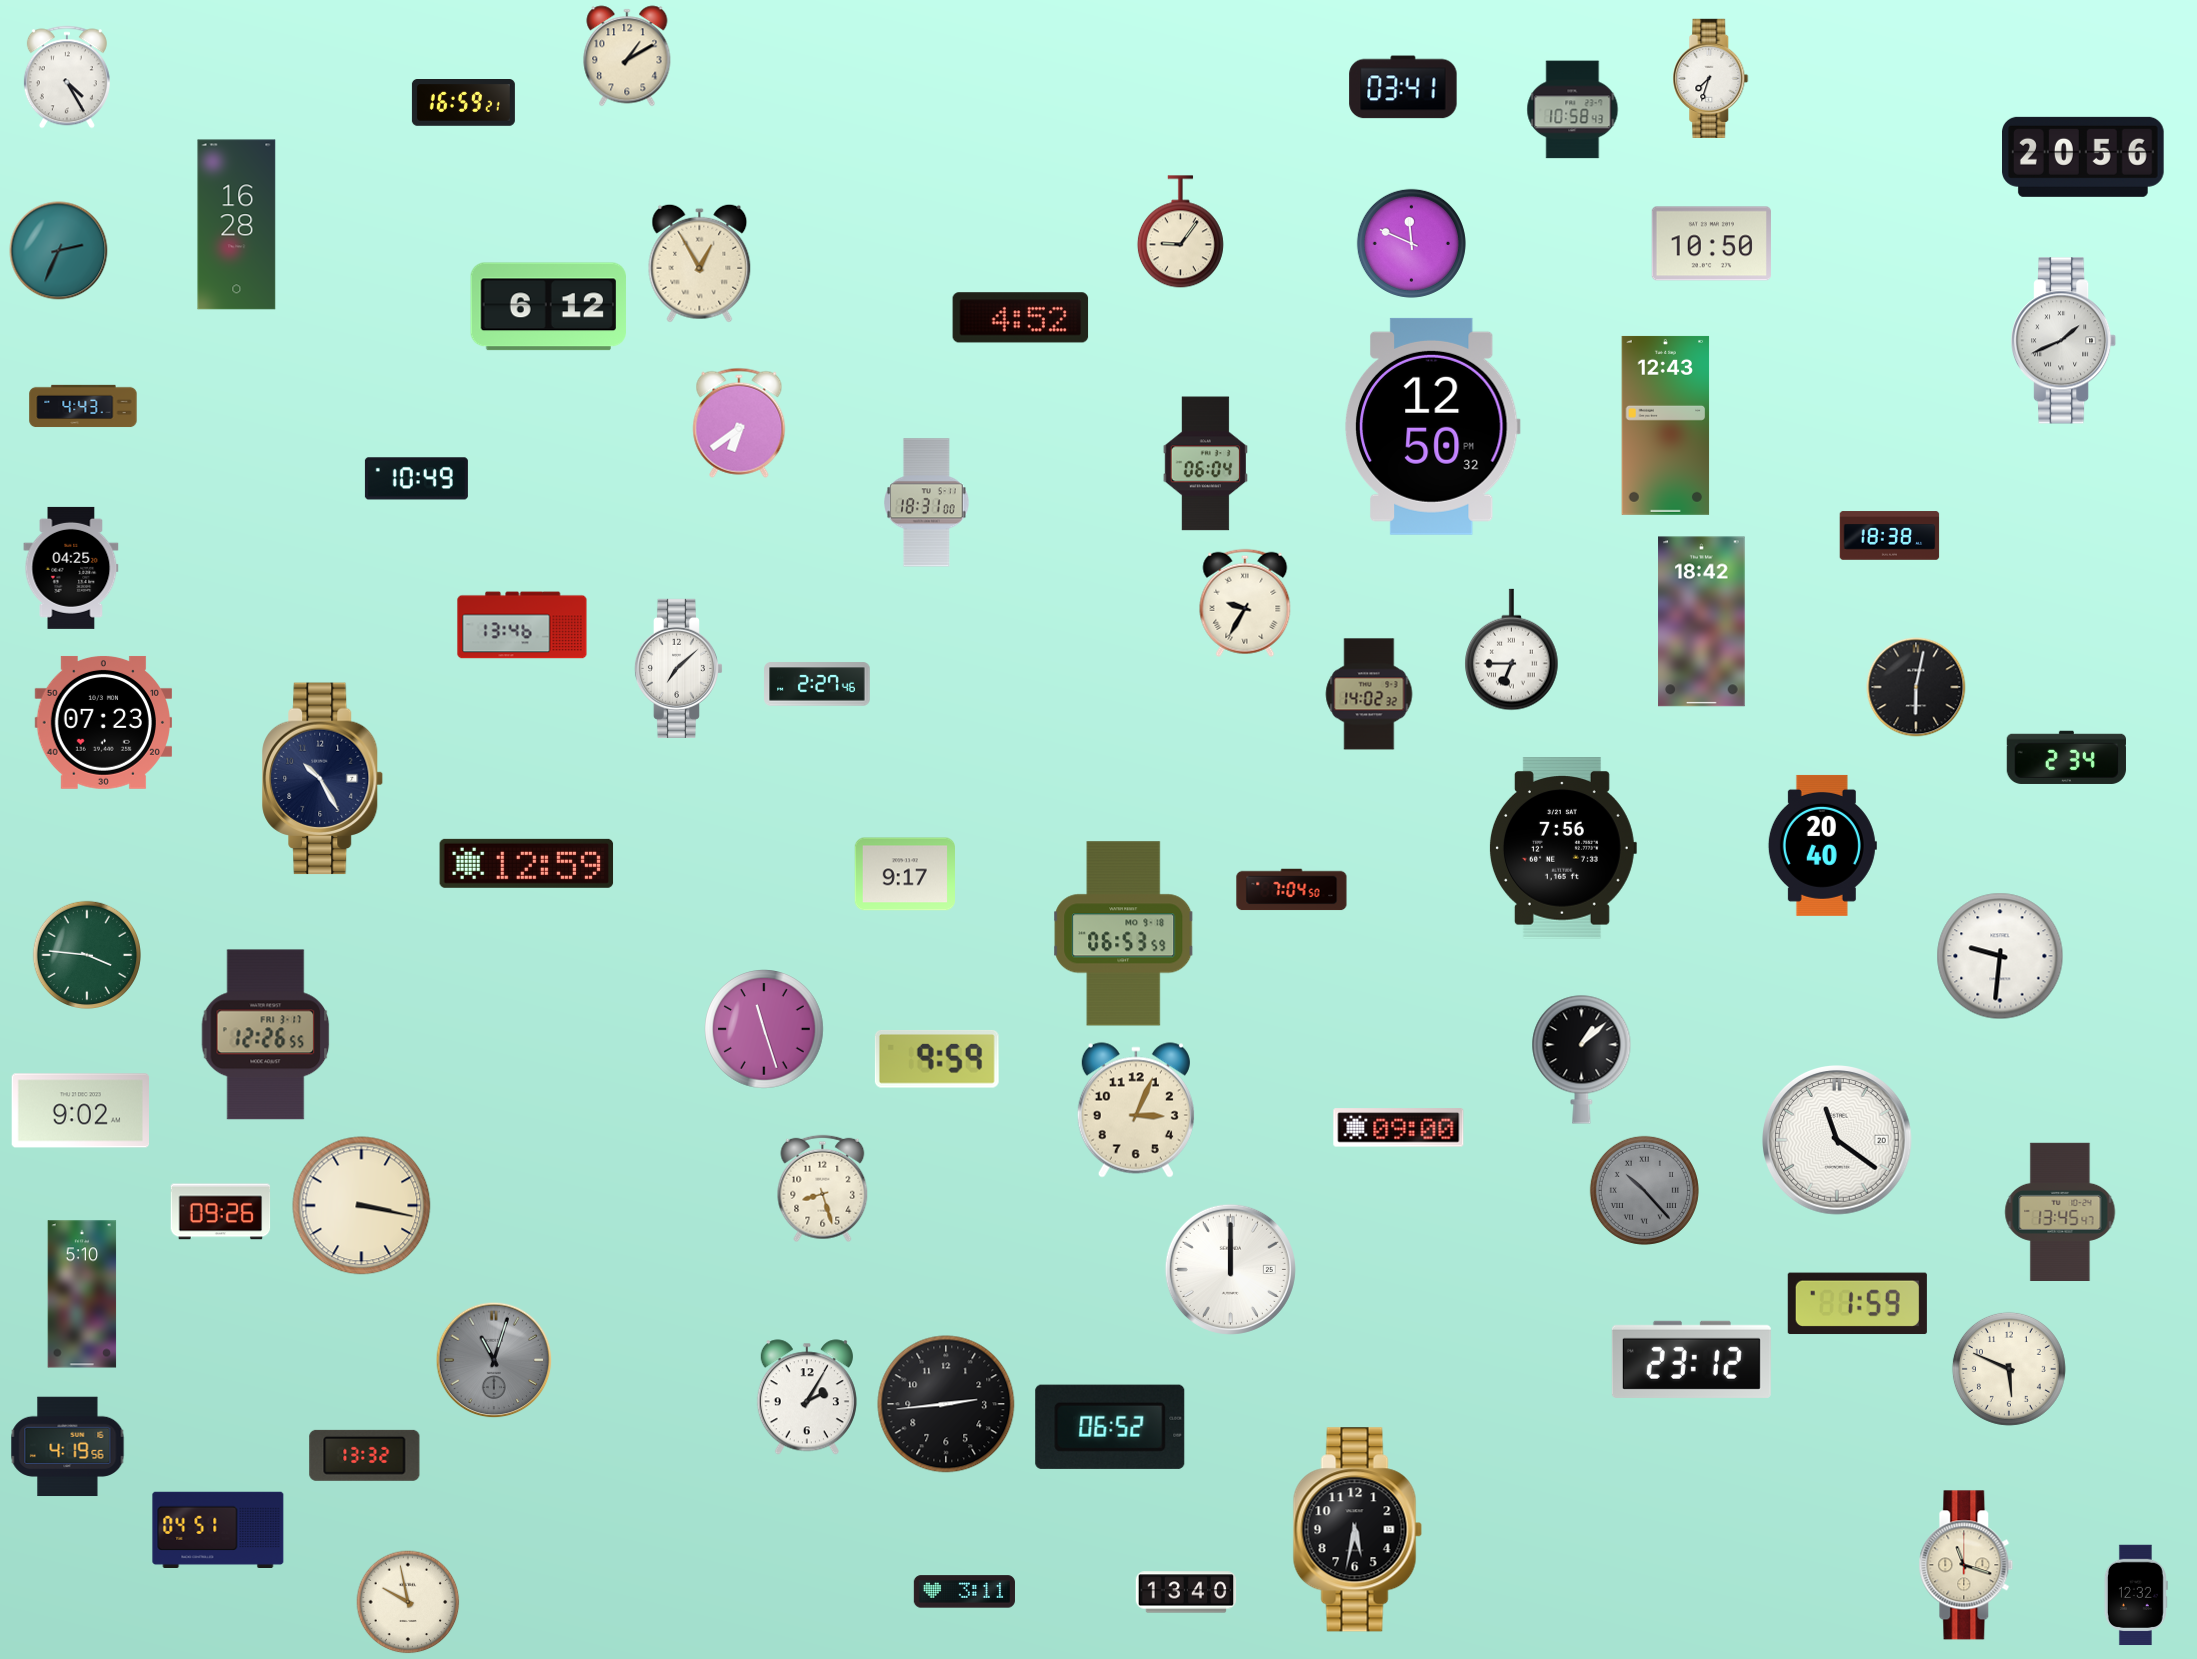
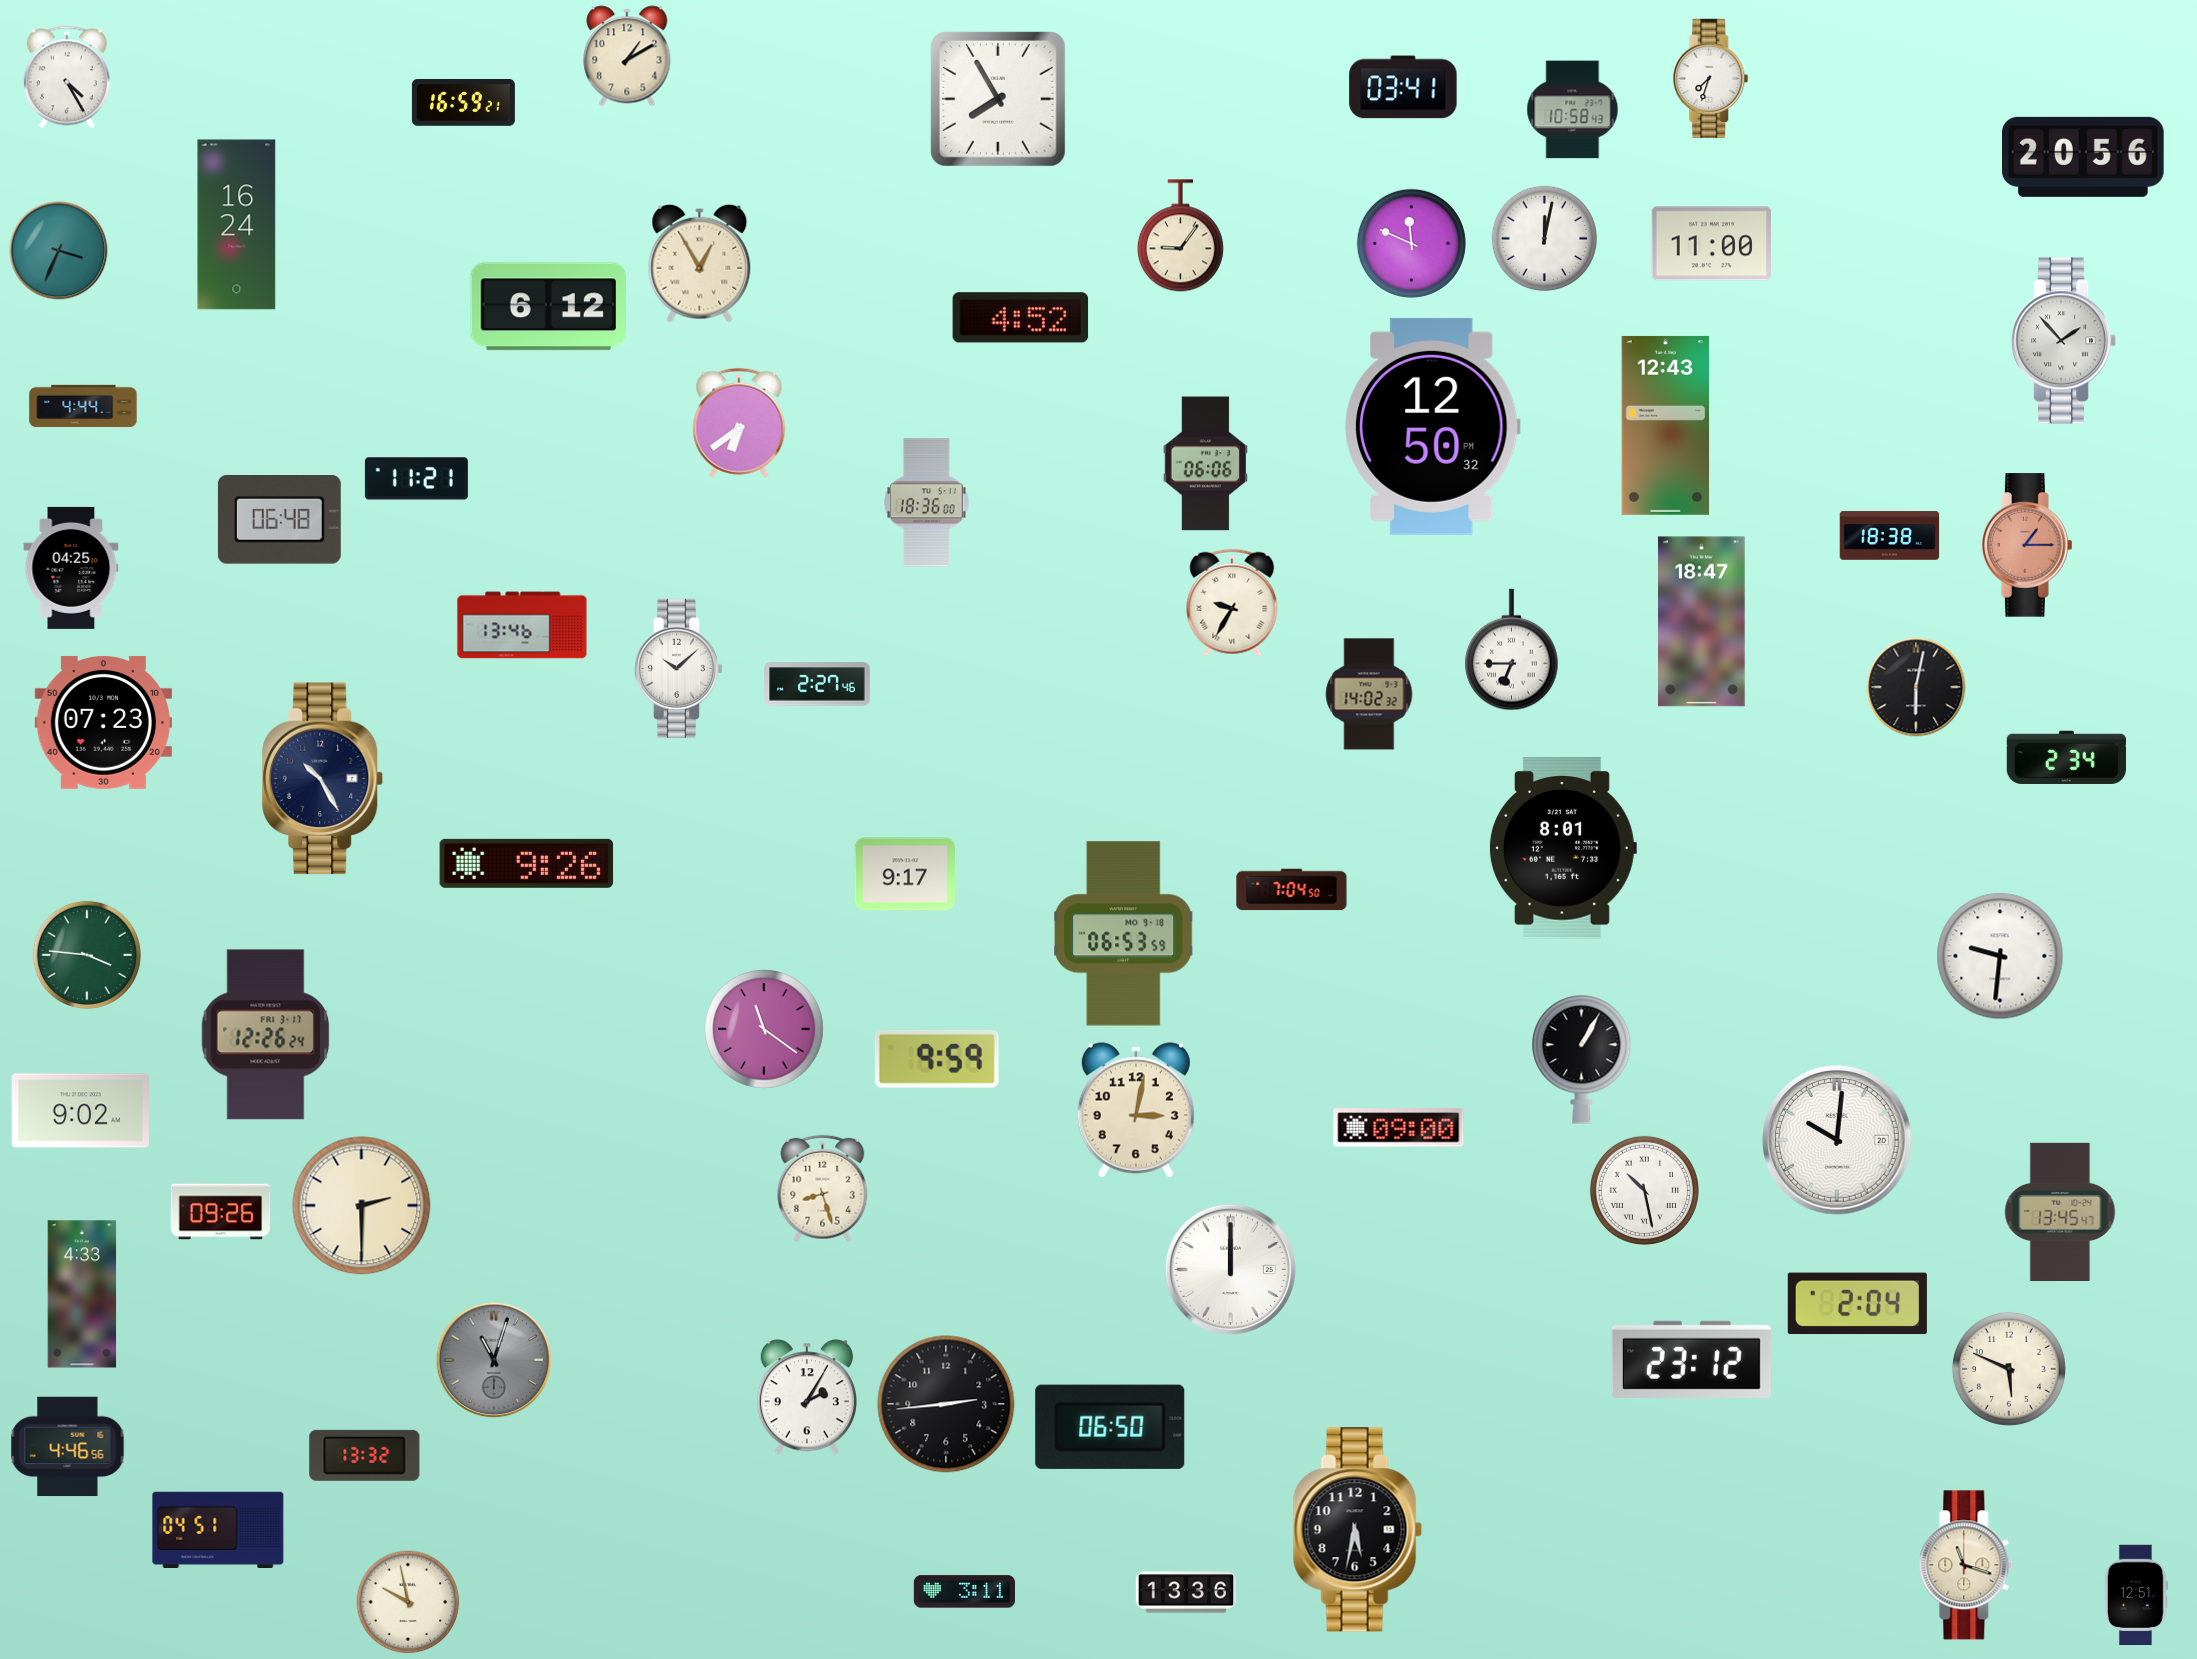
clock at (998, 99): none -> 7:55
clock at (237, 225): 16:28 -> 16:24
clock at (1180, 232) position: (1180, 232) -> (1180, 236)
clock at (1545, 239): none -> 12:02
clock at (1711, 244): 10:50 -> 11:00
clock at (59, 251): 2:34 -> 3:34
clock at (2065, 341): 1:41 -> 1:53
clock at (83, 406): 4:43 -> 4:44
clock at (1205, 464): 06:04 -> 06:06
clock at (416, 479): 10:49 -> 11:21
clock at (927, 503): 18:31 -> 18:36
clock at (279, 520): none -> 06:48
clock at (2028, 545): none -> 1:15
clock at (1245, 603) position: (1245, 603) -> (1232, 603)
clock at (1702, 622): 18:42 -> 18:47
clock at (678, 668): 7:08 -> 10:08
clock at (1822, 845): 20:40 -> none
clock at (1562, 848): 7:56 -> 8:01
clock at (527, 863): 12:59 -> 9:26
clock at (764, 1029): 11:27 -> 11:21
clock at (266, 1035): 12:26:55 -> 12:26:24
clock at (1582, 1059): 1:08 -> 1:05
clock at (1136, 1110): 3:04 -> 3:02
clock at (1838, 1141): 11:21 -> 10:01
clock at (1644, 1190): 10:23 -> 10:28
clock at (1644, 1190) dial: grey -> white
clock at (362, 1206): 3:17 -> 2:30
clock at (82, 1294): 5:10 -> 4:33
clock at (1857, 1304): 1:59 -> 2:04
clock at (1110, 1427): 06:52 -> 06:50
clock at (68, 1447): 4:19 -> 4:46
clock at (1186, 1592): 13:40 -> 13:36
clock at (2136, 1595): 12:32 -> 12:51
